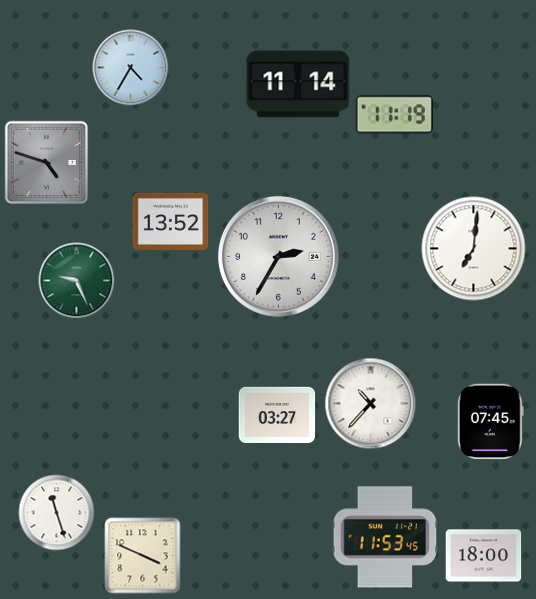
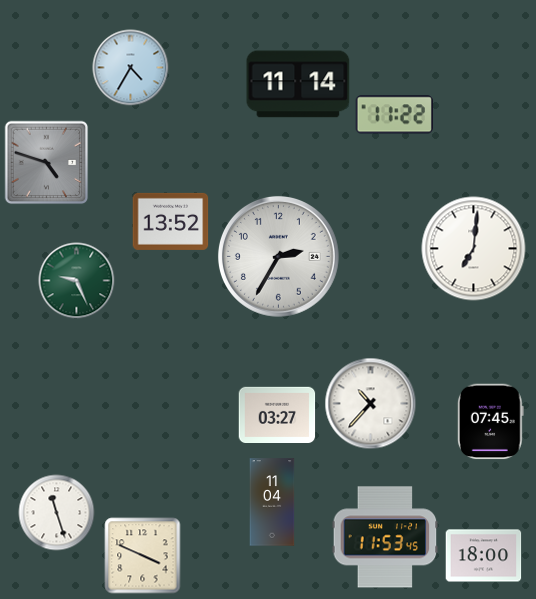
clock at (394, 115): 11:19 -> 11:22
clock at (272, 502): none -> 11:04
